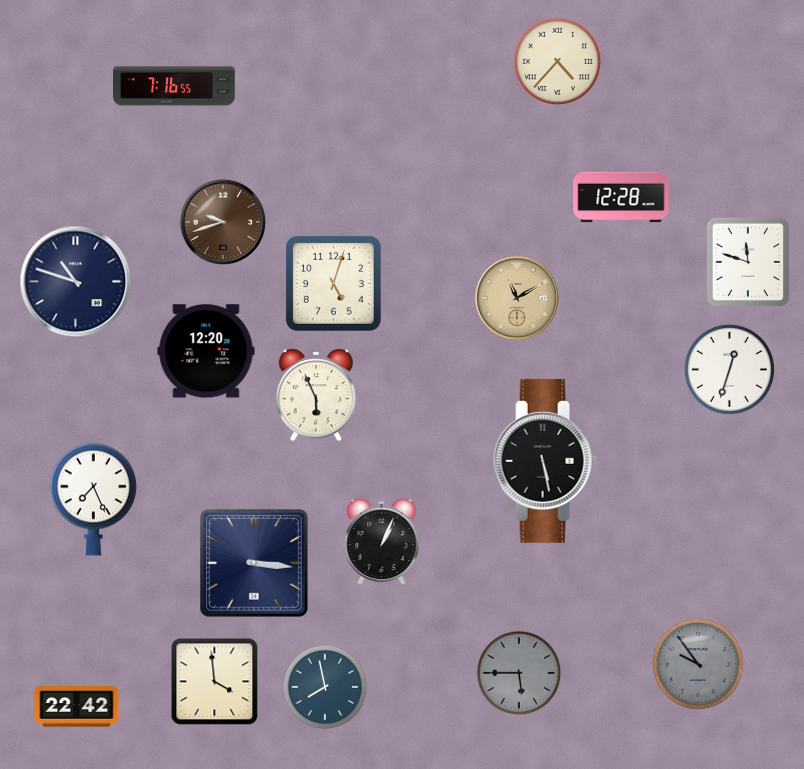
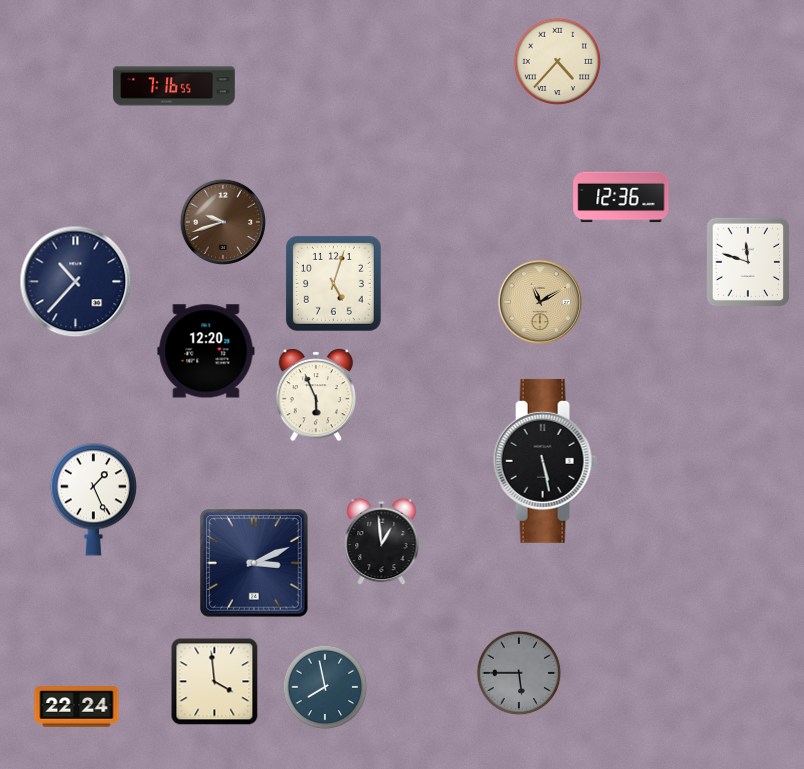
clock at (621, 197): 12:28 -> 12:36
clock at (76, 282): 10:48 -> 10:37
clock at (517, 298) position: (517, 298) -> (540, 302)
clock at (729, 369): 12:33 -> none
clock at (93, 499): 7:26 -> 1:26
clock at (382, 542): 1:04 -> 12:59
clock at (254, 563): 3:16 -> 3:11
clock at (698, 664): 9:54 -> none
clock at (77, 707): 22:42 -> 22:24
